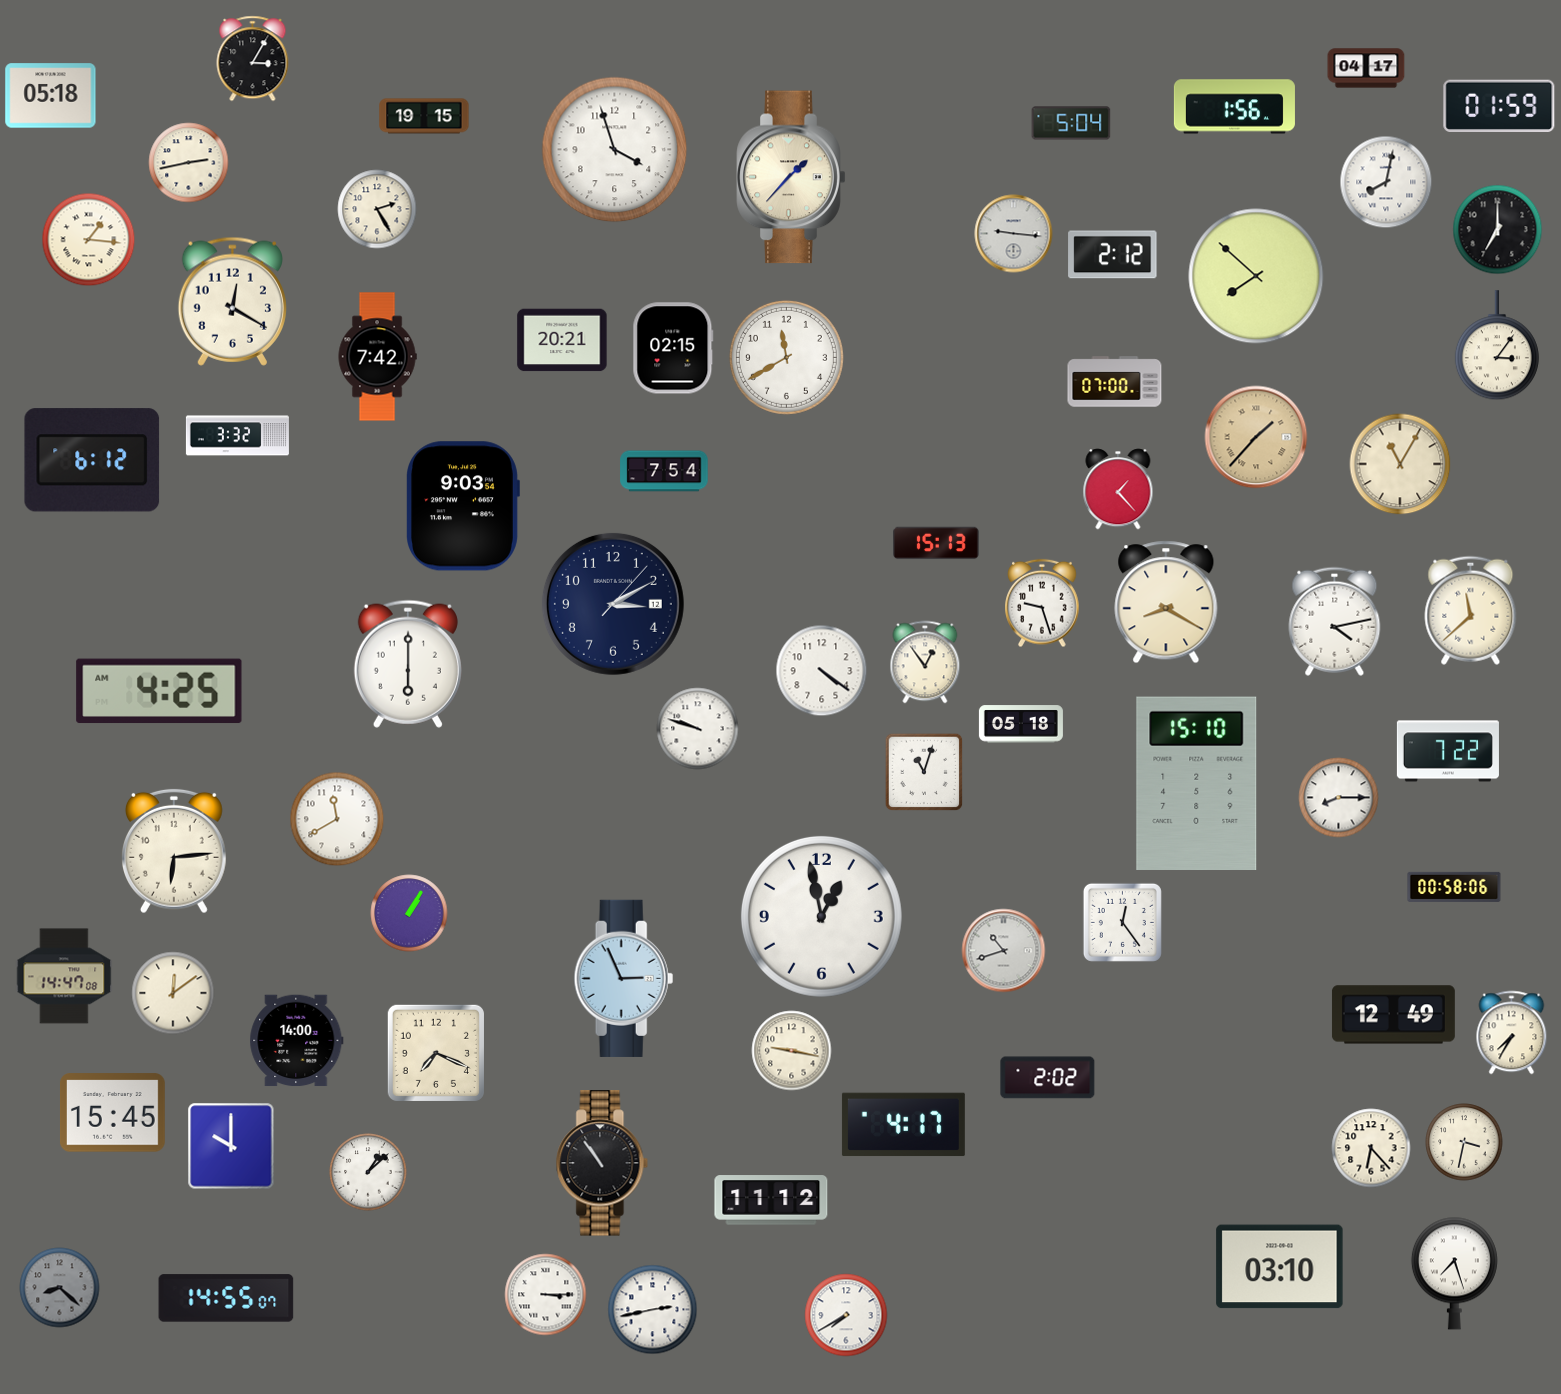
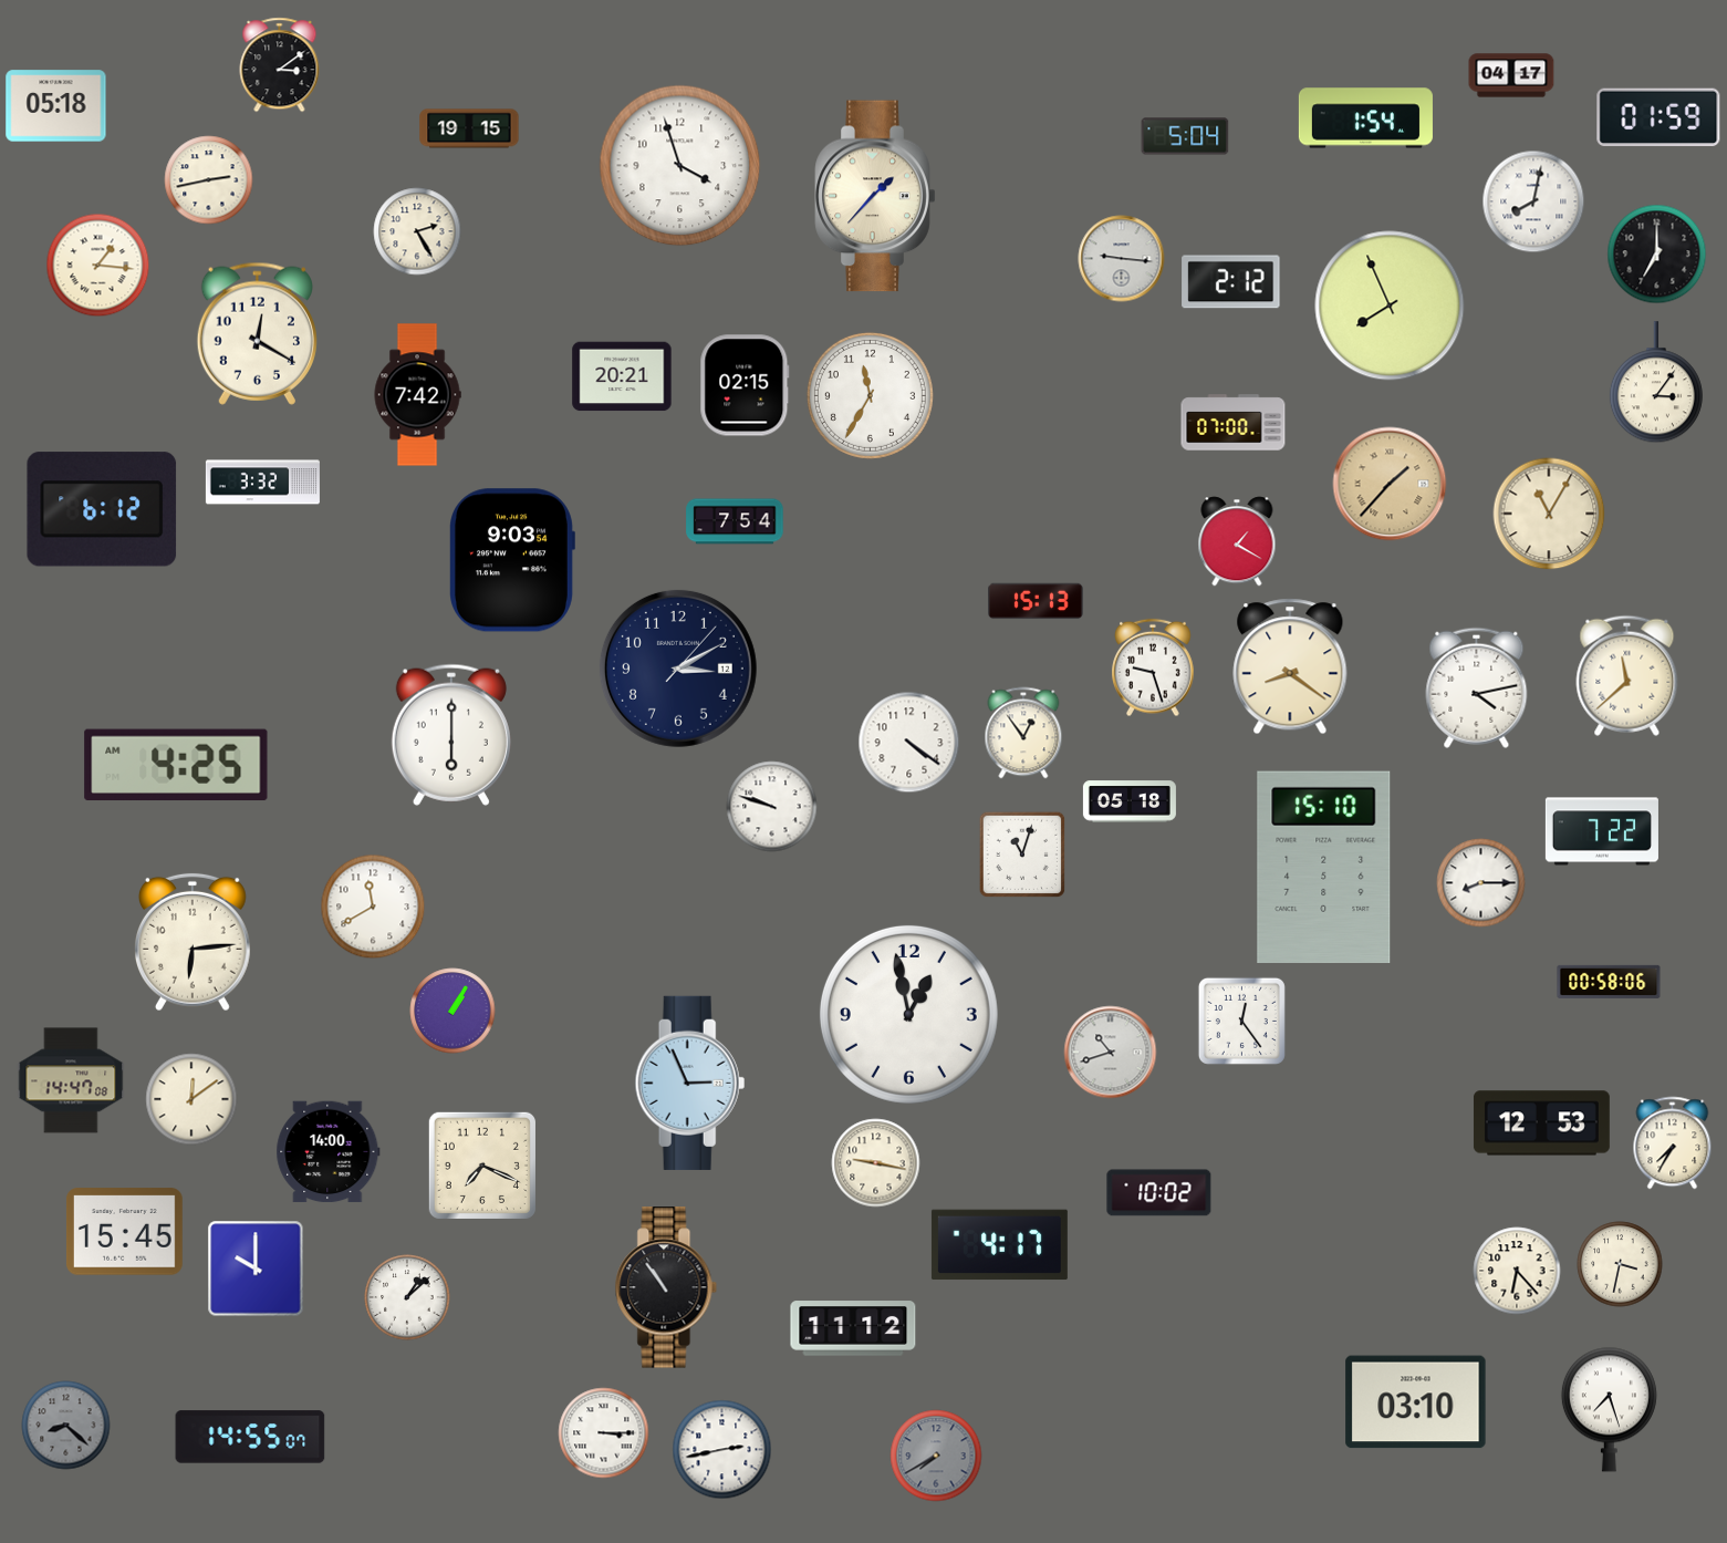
clock at (253, 59): 3:05 -> 3:09
clock at (1234, 107): 1:56 -> 1:54
clock at (1256, 276): 7:52 -> 7:56
clock at (786, 357): 11:40 -> 11:35
clock at (1118, 489): 1:23 -> 1:20
clock at (1166, 602): 8:20 -> 8:21
clock at (1393, 1015): 12:49 -> 12:53
clock at (1048, 1078): 2:02 -> 10:02
clock at (846, 1315) dial: white -> grey
